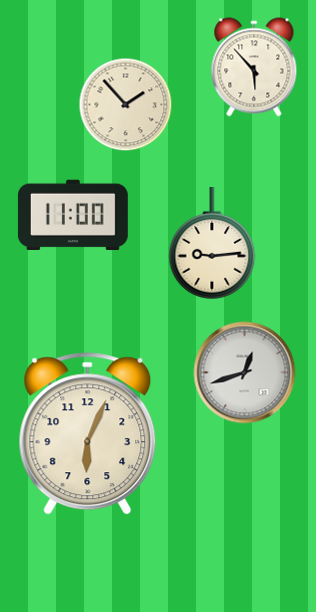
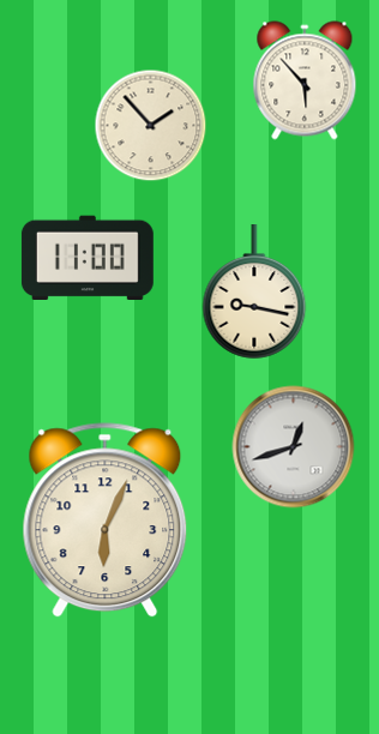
clock at (212, 244): 9:14 -> 9:17
